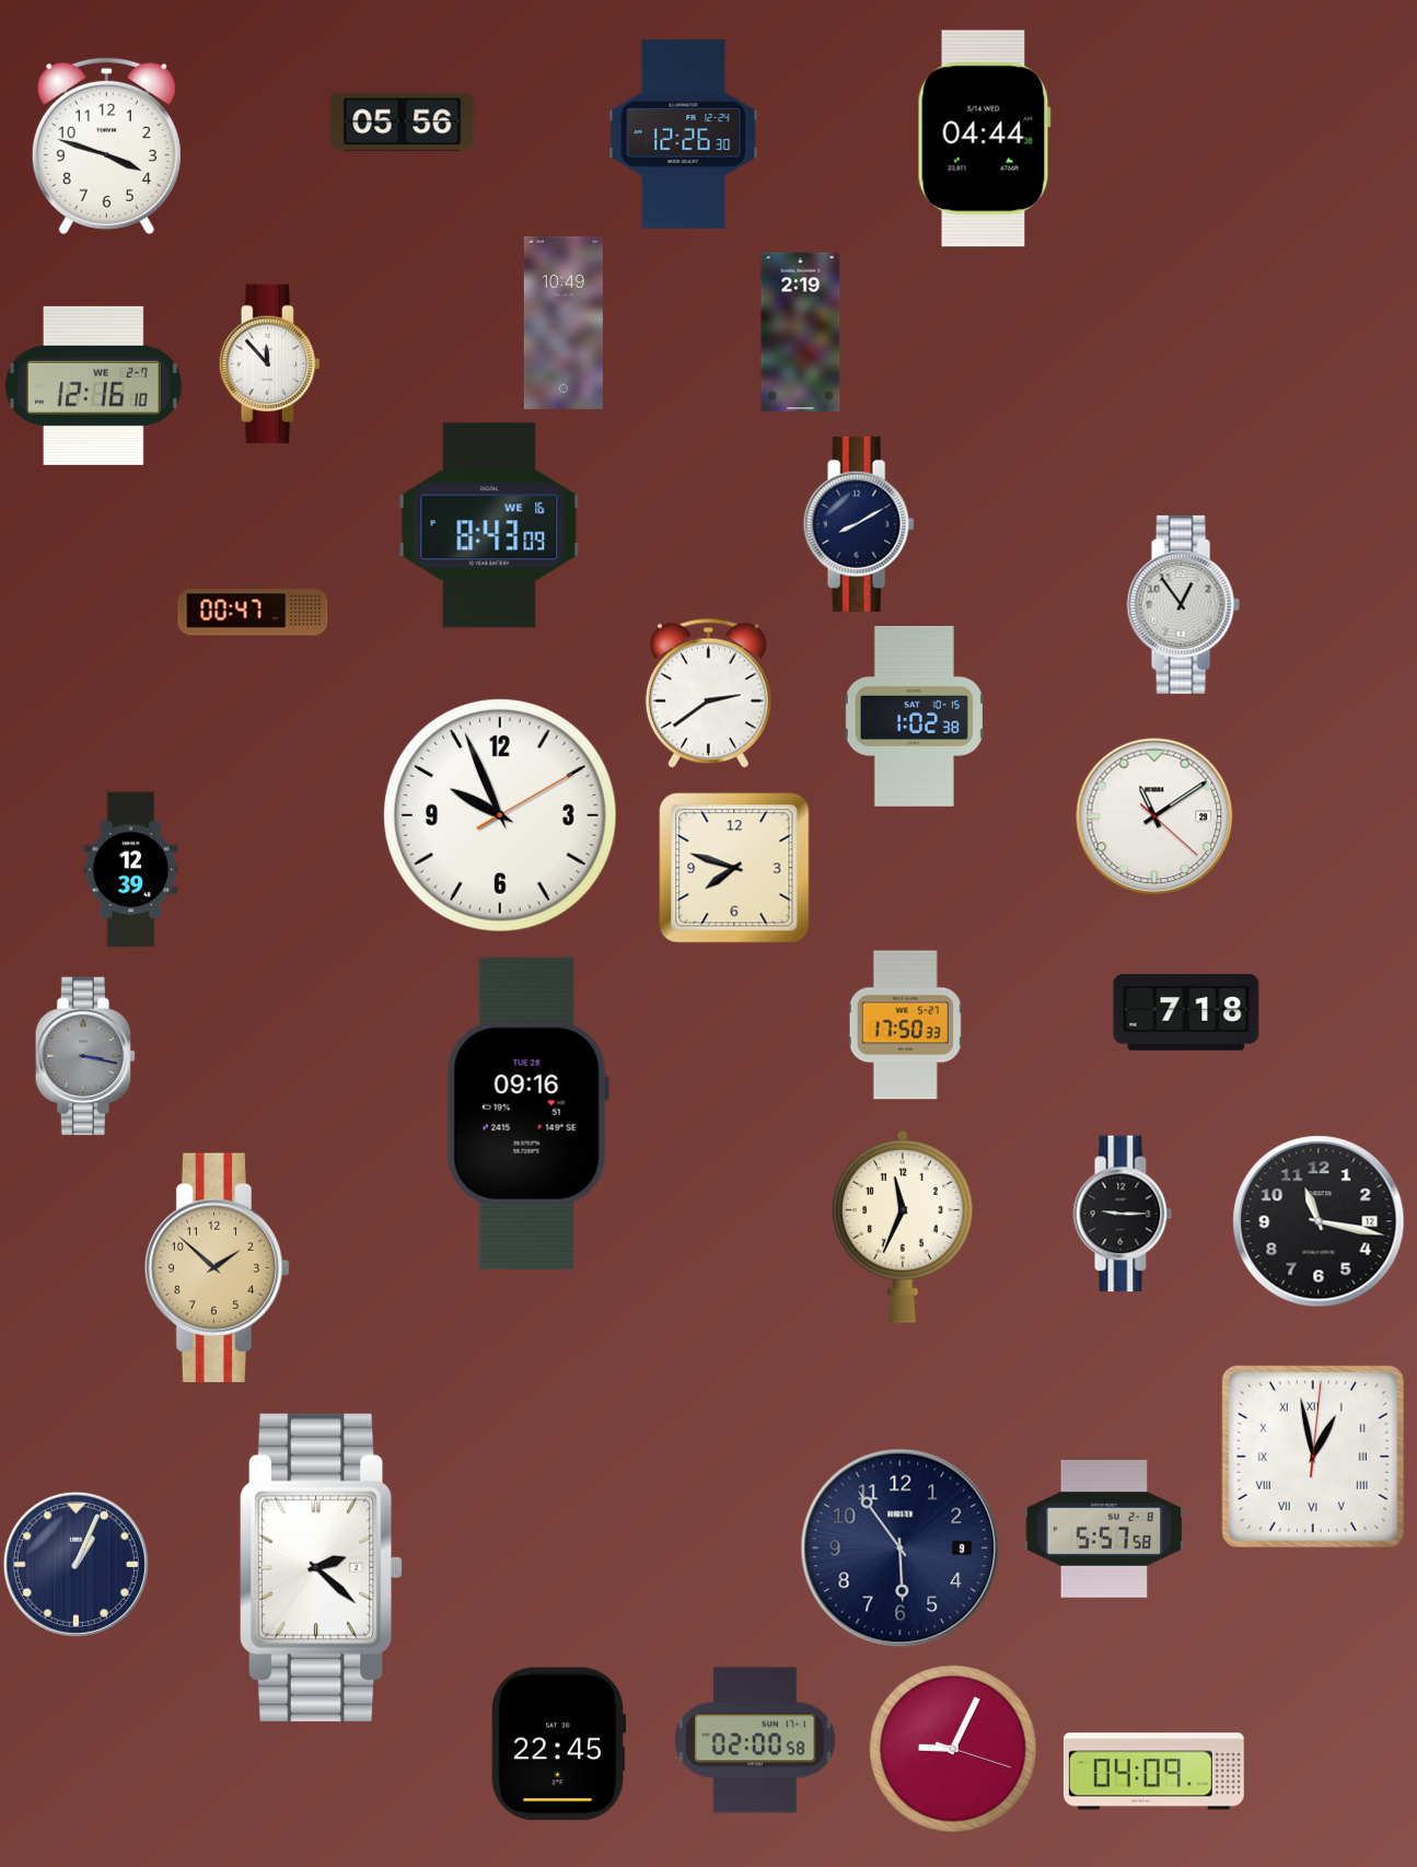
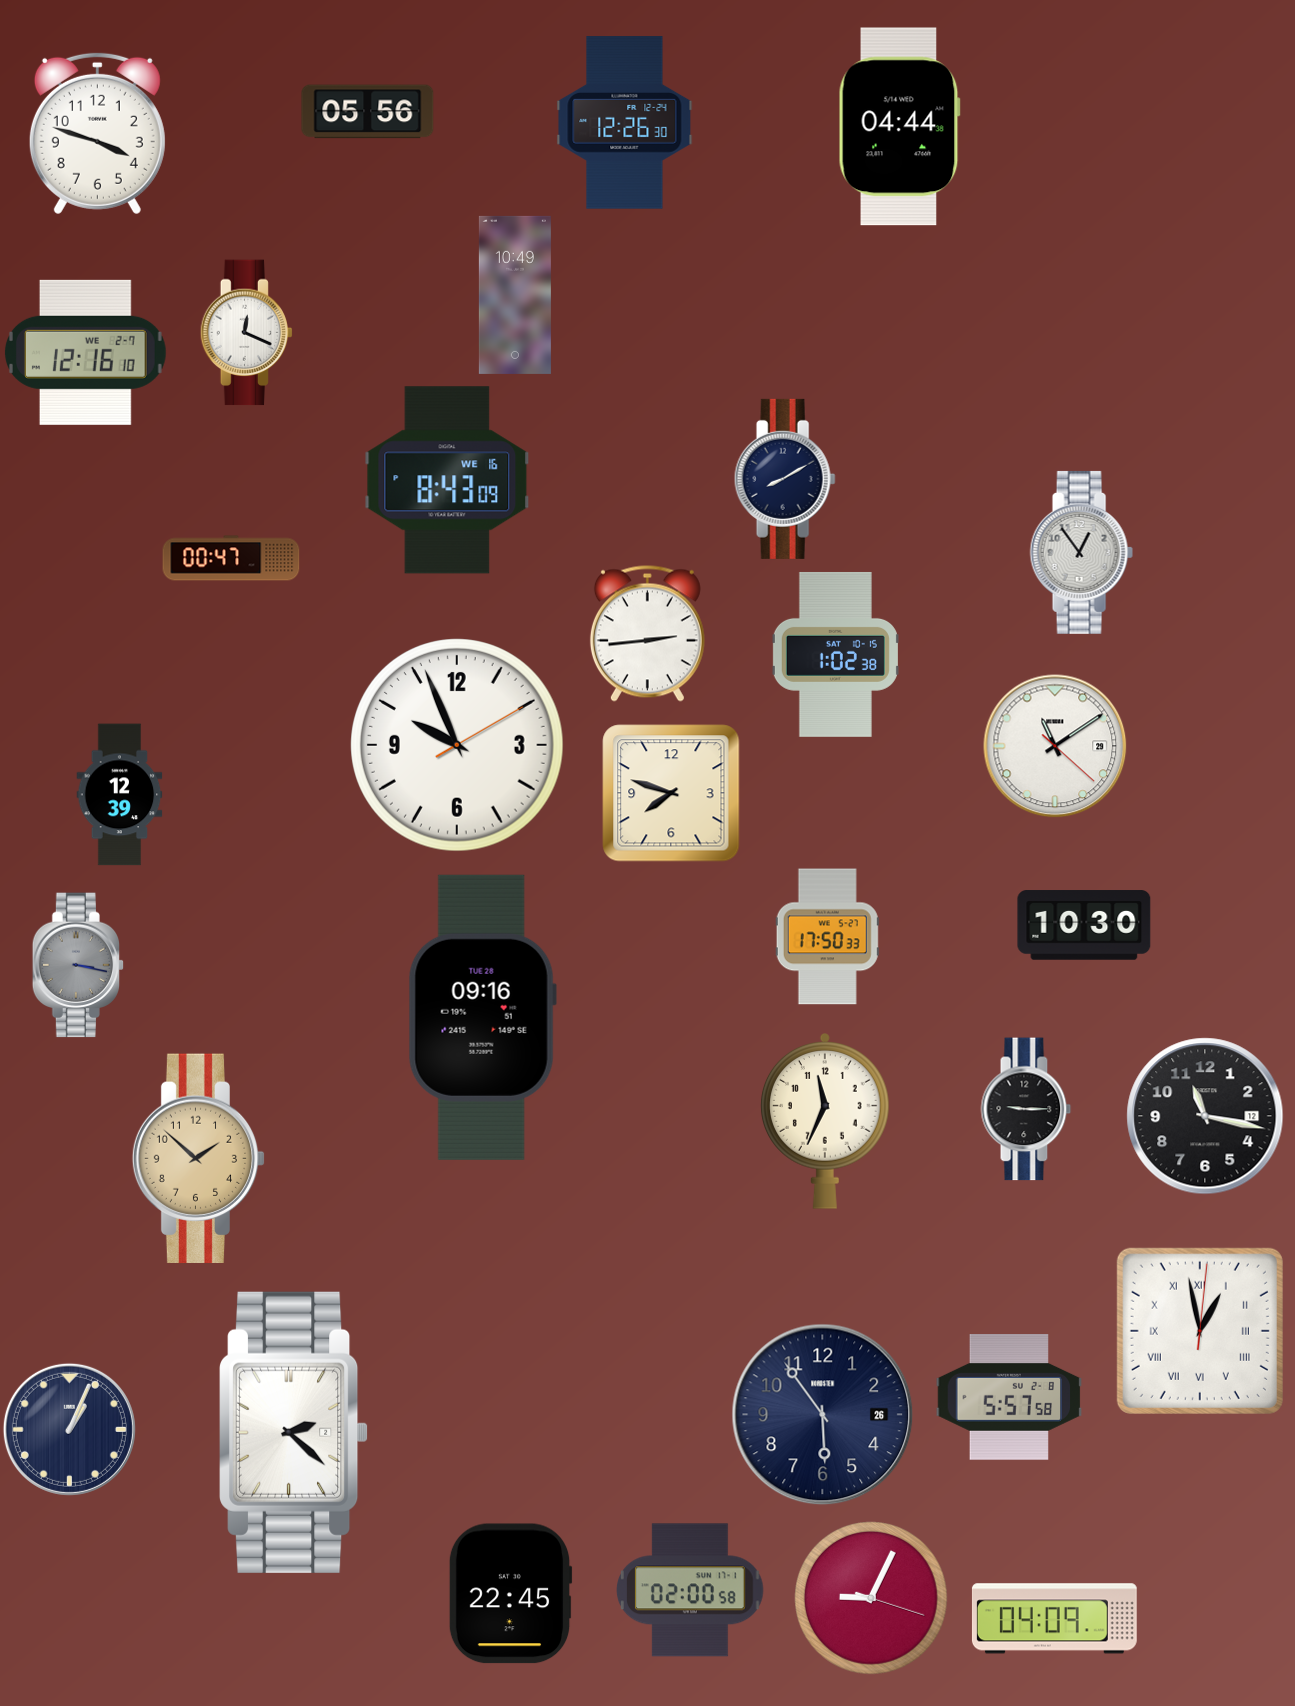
clock at (801, 333): 2:19 -> none
clock at (270, 364): 11:53 -> 12:19
clock at (708, 693): 2:39 -> 2:44
clock at (1186, 1012): 7:18 -> 10:30
clock at (901, 1549) date: 9 -> 26
